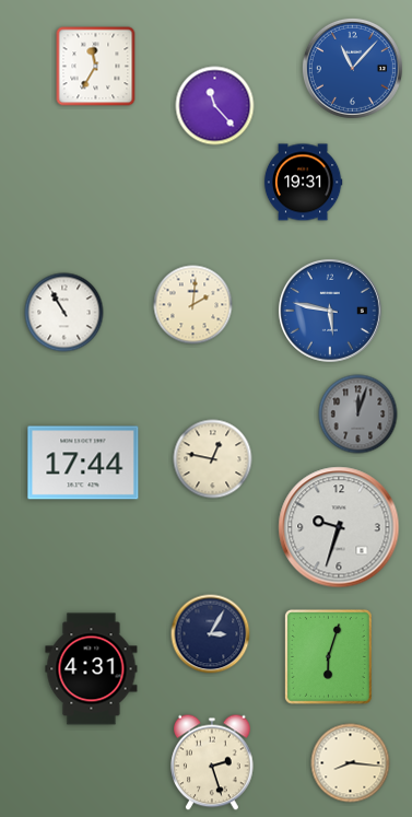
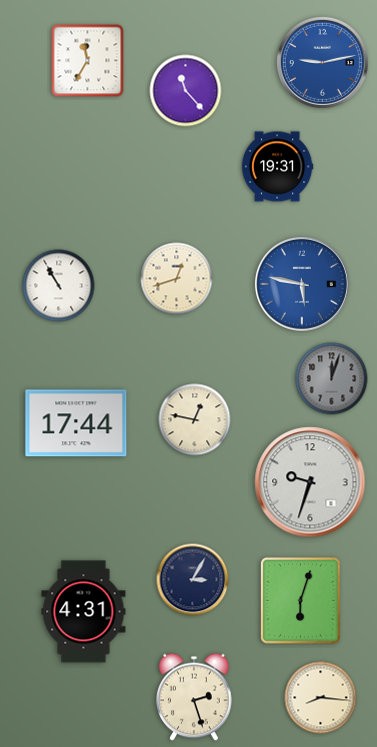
clock at (352, 68): 11:07 -> 9:13
clock at (215, 106) position: (215, 106) -> (186, 91)
clock at (193, 305): 2:01 -> 12:42
clock at (358, 415) position: (358, 415) -> (332, 379)
